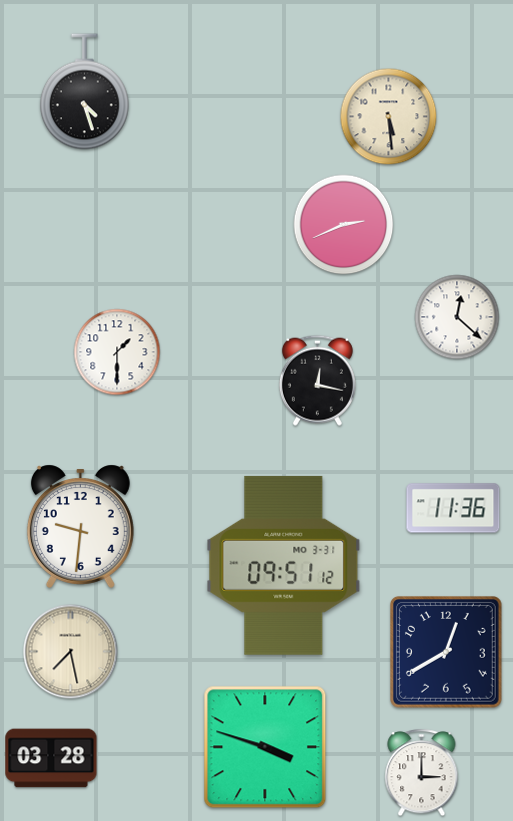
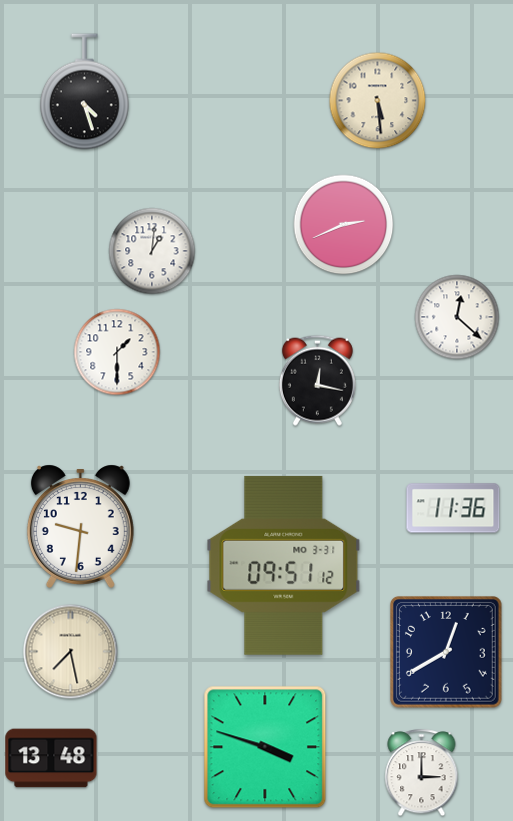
clock at (389, 117) position: (389, 117) -> (378, 101)
clock at (152, 251): none -> 1:01
clock at (51, 758): 03:28 -> 13:48
